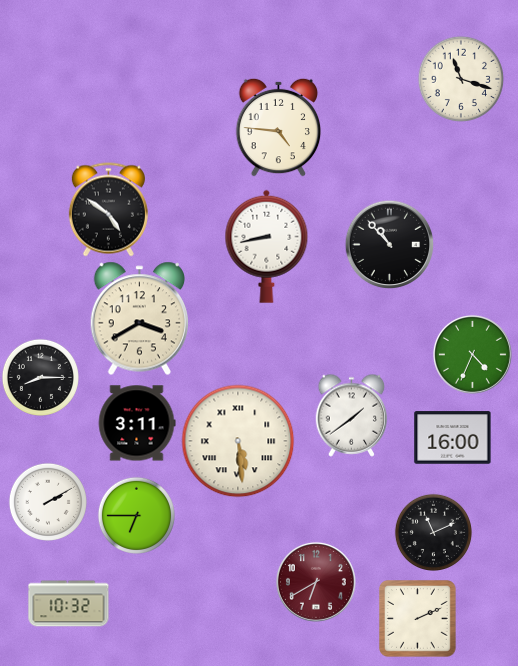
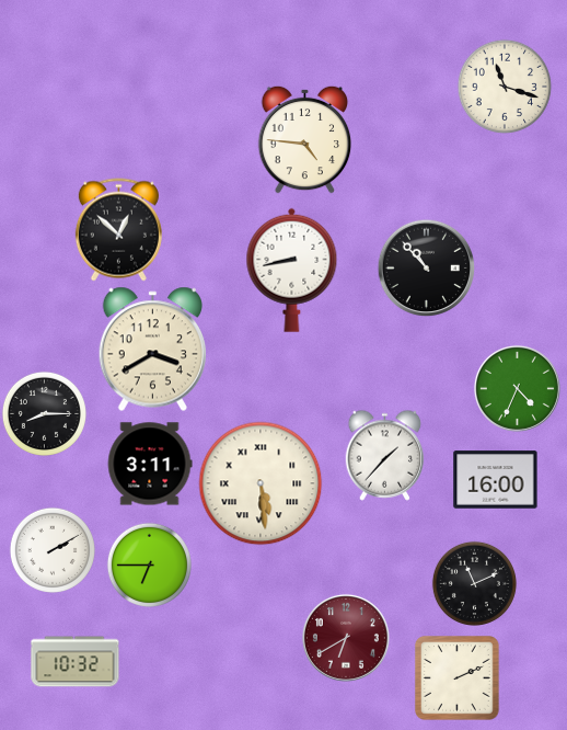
clock at (108, 210): 4:51 -> 12:52
clock at (352, 415): 1:39 -> 1:37
